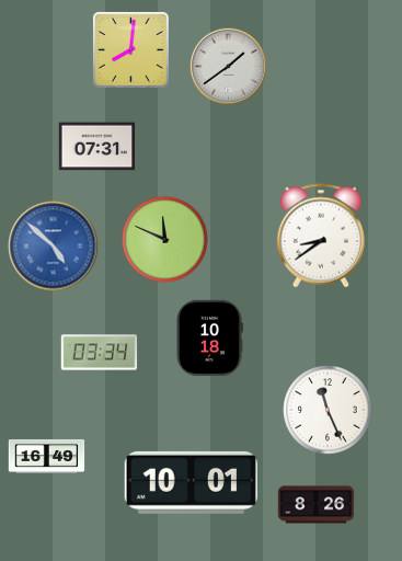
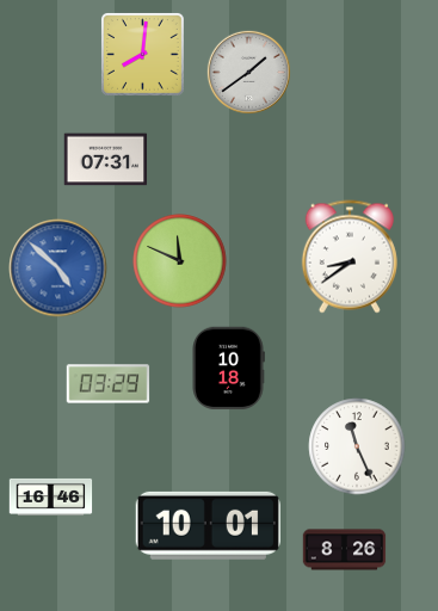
clock at (100, 353): 03:34 -> 03:29
clock at (47, 456): 16:49 -> 16:46
